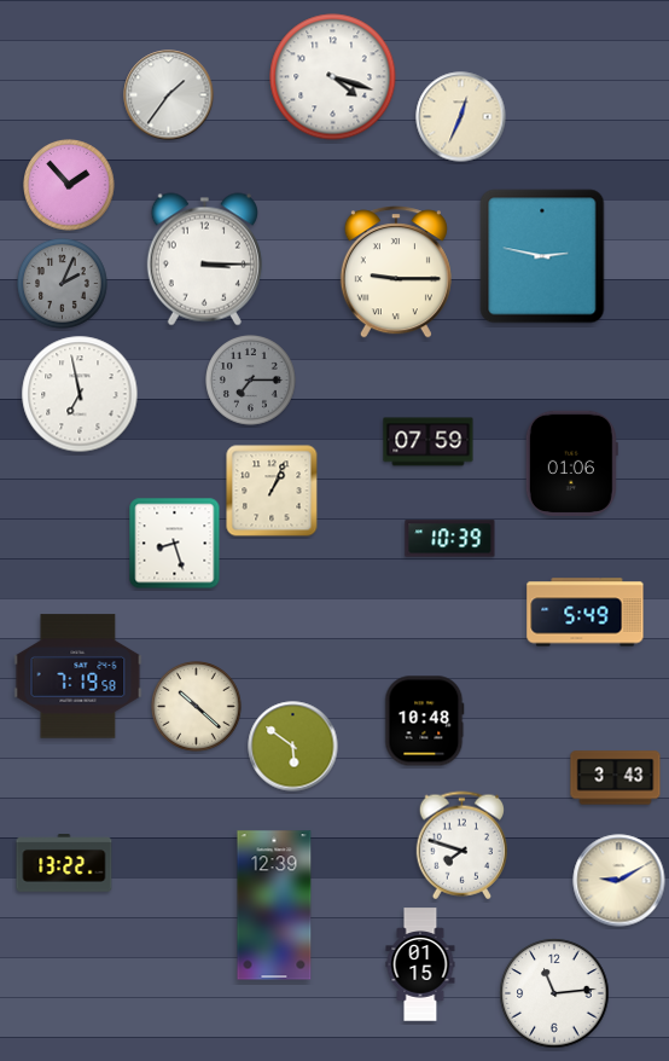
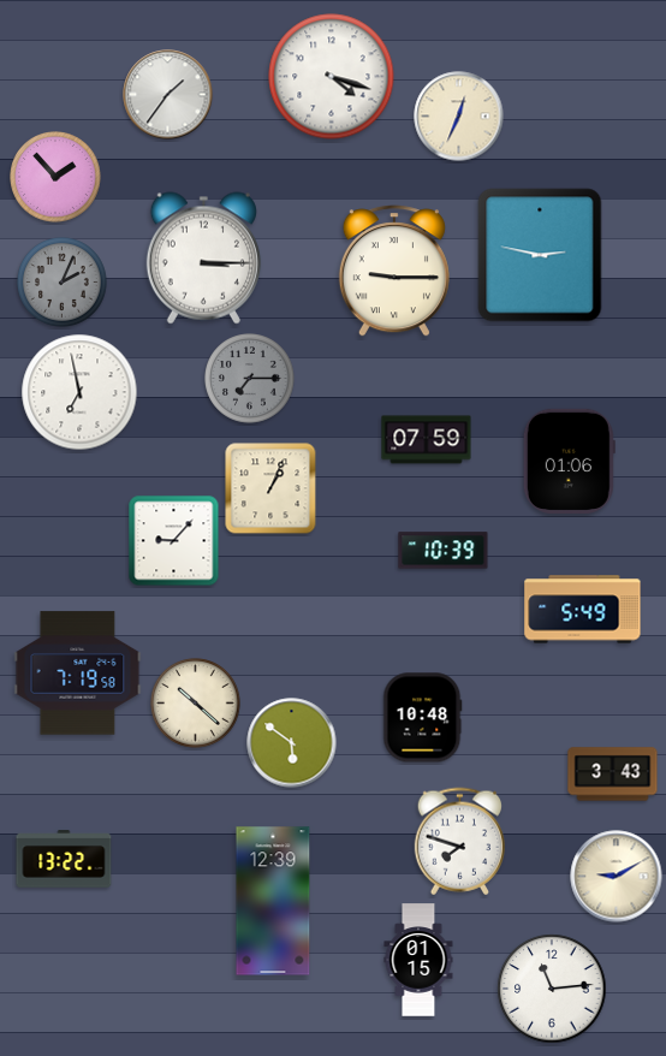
clock at (69, 185) position: (69, 185) -> (55, 177)
clock at (450, 539) position: (450, 539) -> (444, 551)
clock at (175, 544): 8:27 -> 9:07
